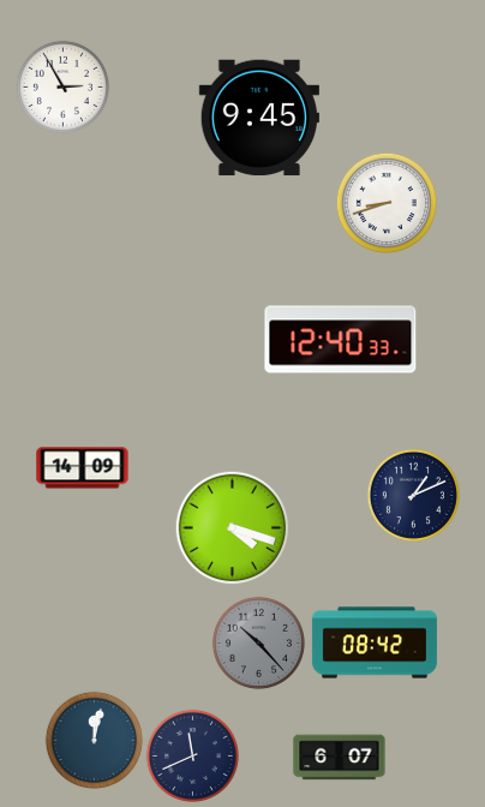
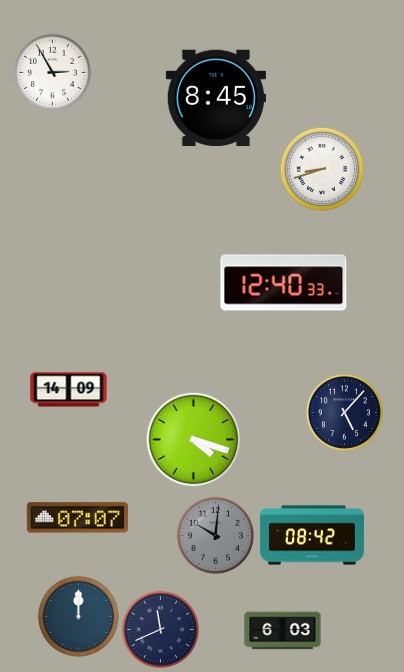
clock at (259, 118): 9:45 -> 8:45
clock at (413, 495): 1:11 -> 5:07
clock at (77, 518): none -> 07:07
clock at (258, 642): 10:23 -> 10:01
clock at (94, 740): 12:02 -> 12:00
clock at (340, 758): 6:07 -> 6:03
